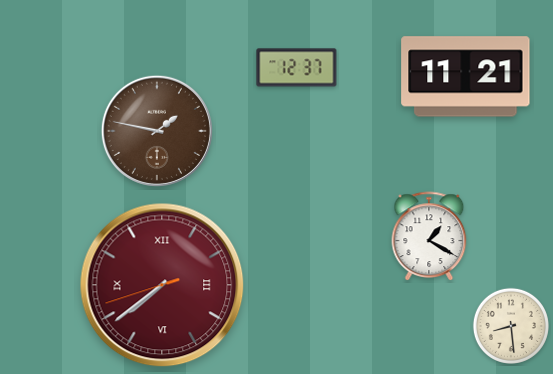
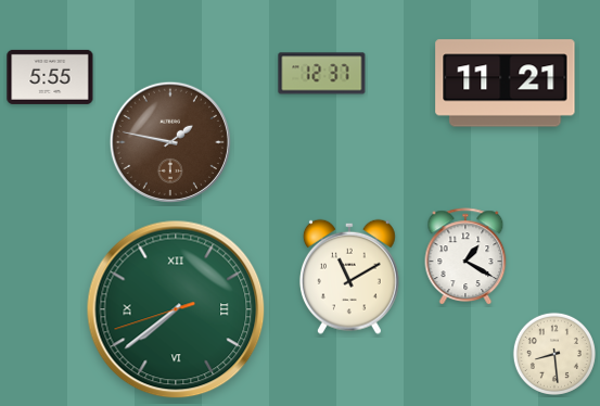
clock at (50, 77): none -> 5:55
clock at (349, 277): none -> 11:10
clock at (162, 285) dial: burgundy -> green
